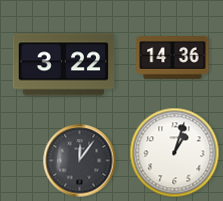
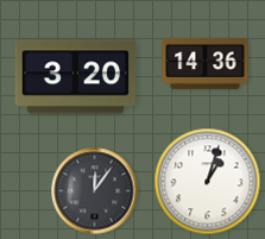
clock at (173, 58) position: (173, 58) -> (206, 64)
clock at (64, 65): 3:22 -> 3:20
